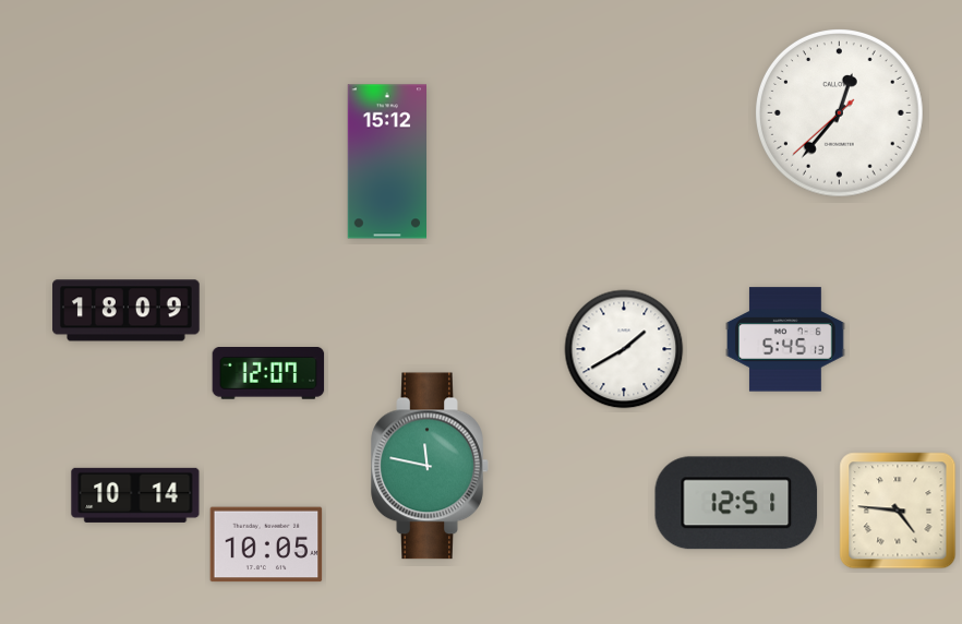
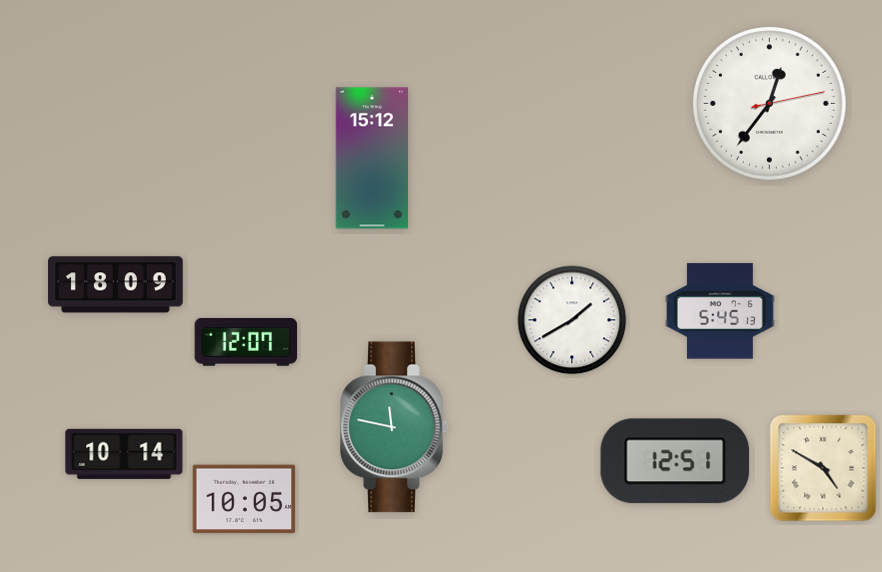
clock at (840, 113): 12:36:38 -> 12:36:13
clock at (387, 161) position: (387, 161) -> (372, 158)
clock at (898, 511): 4:46 -> 4:50
